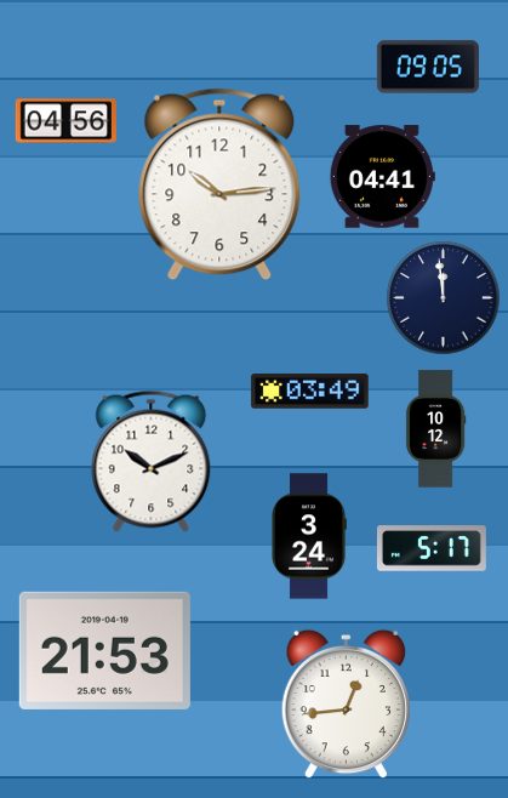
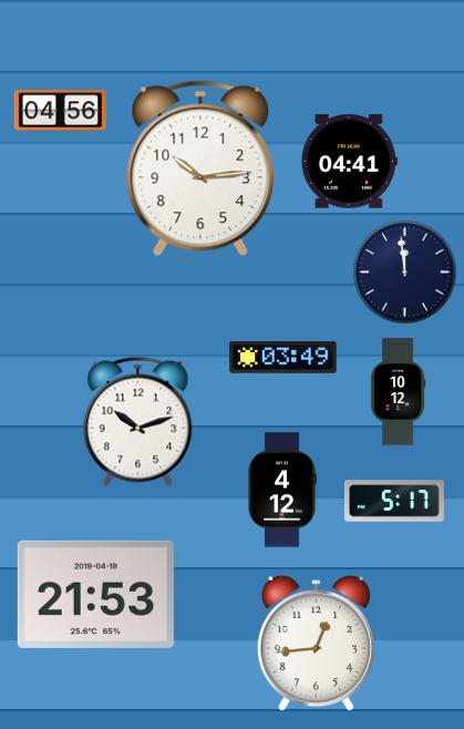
clock at (428, 67): 09:05 -> none
clock at (152, 461): 10:11 -> 10:12
clock at (309, 536): 3:24 -> 4:12
